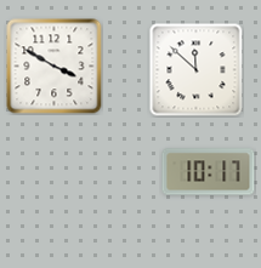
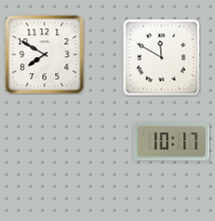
clock at (55, 67): 3:50 -> 7:50
clock at (195, 69): 11:52 -> 11:50
